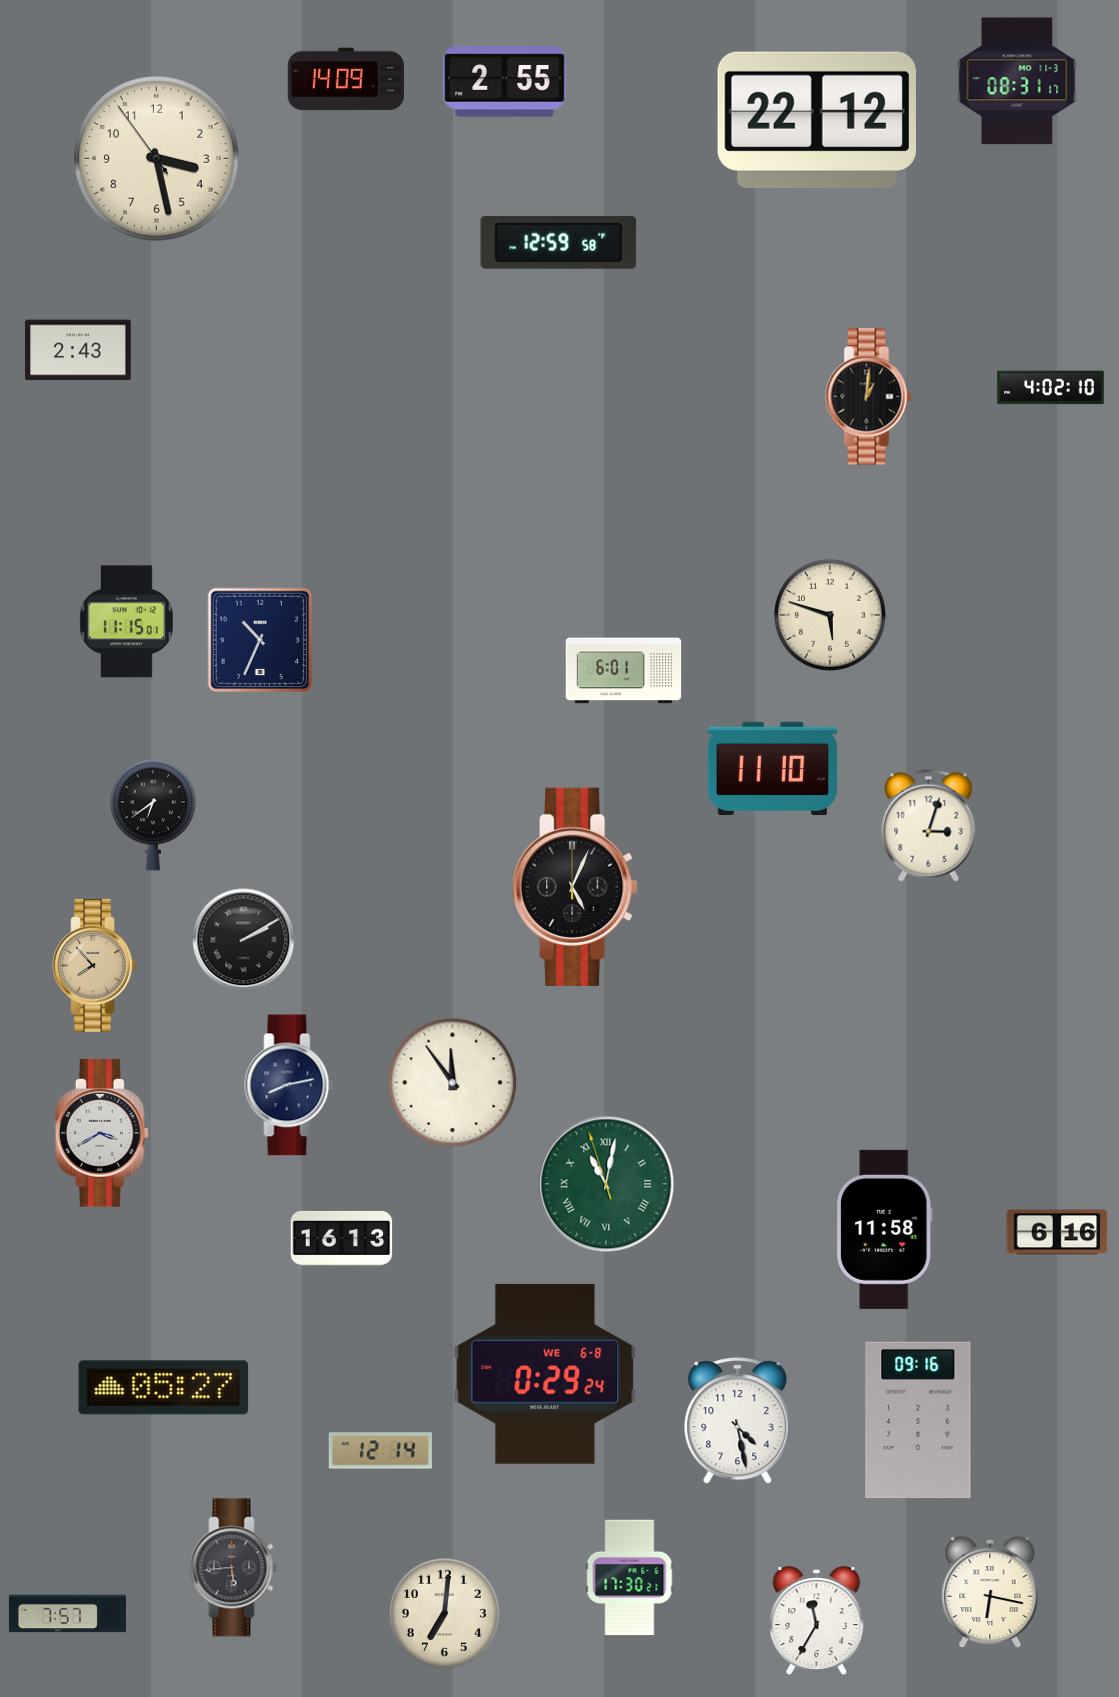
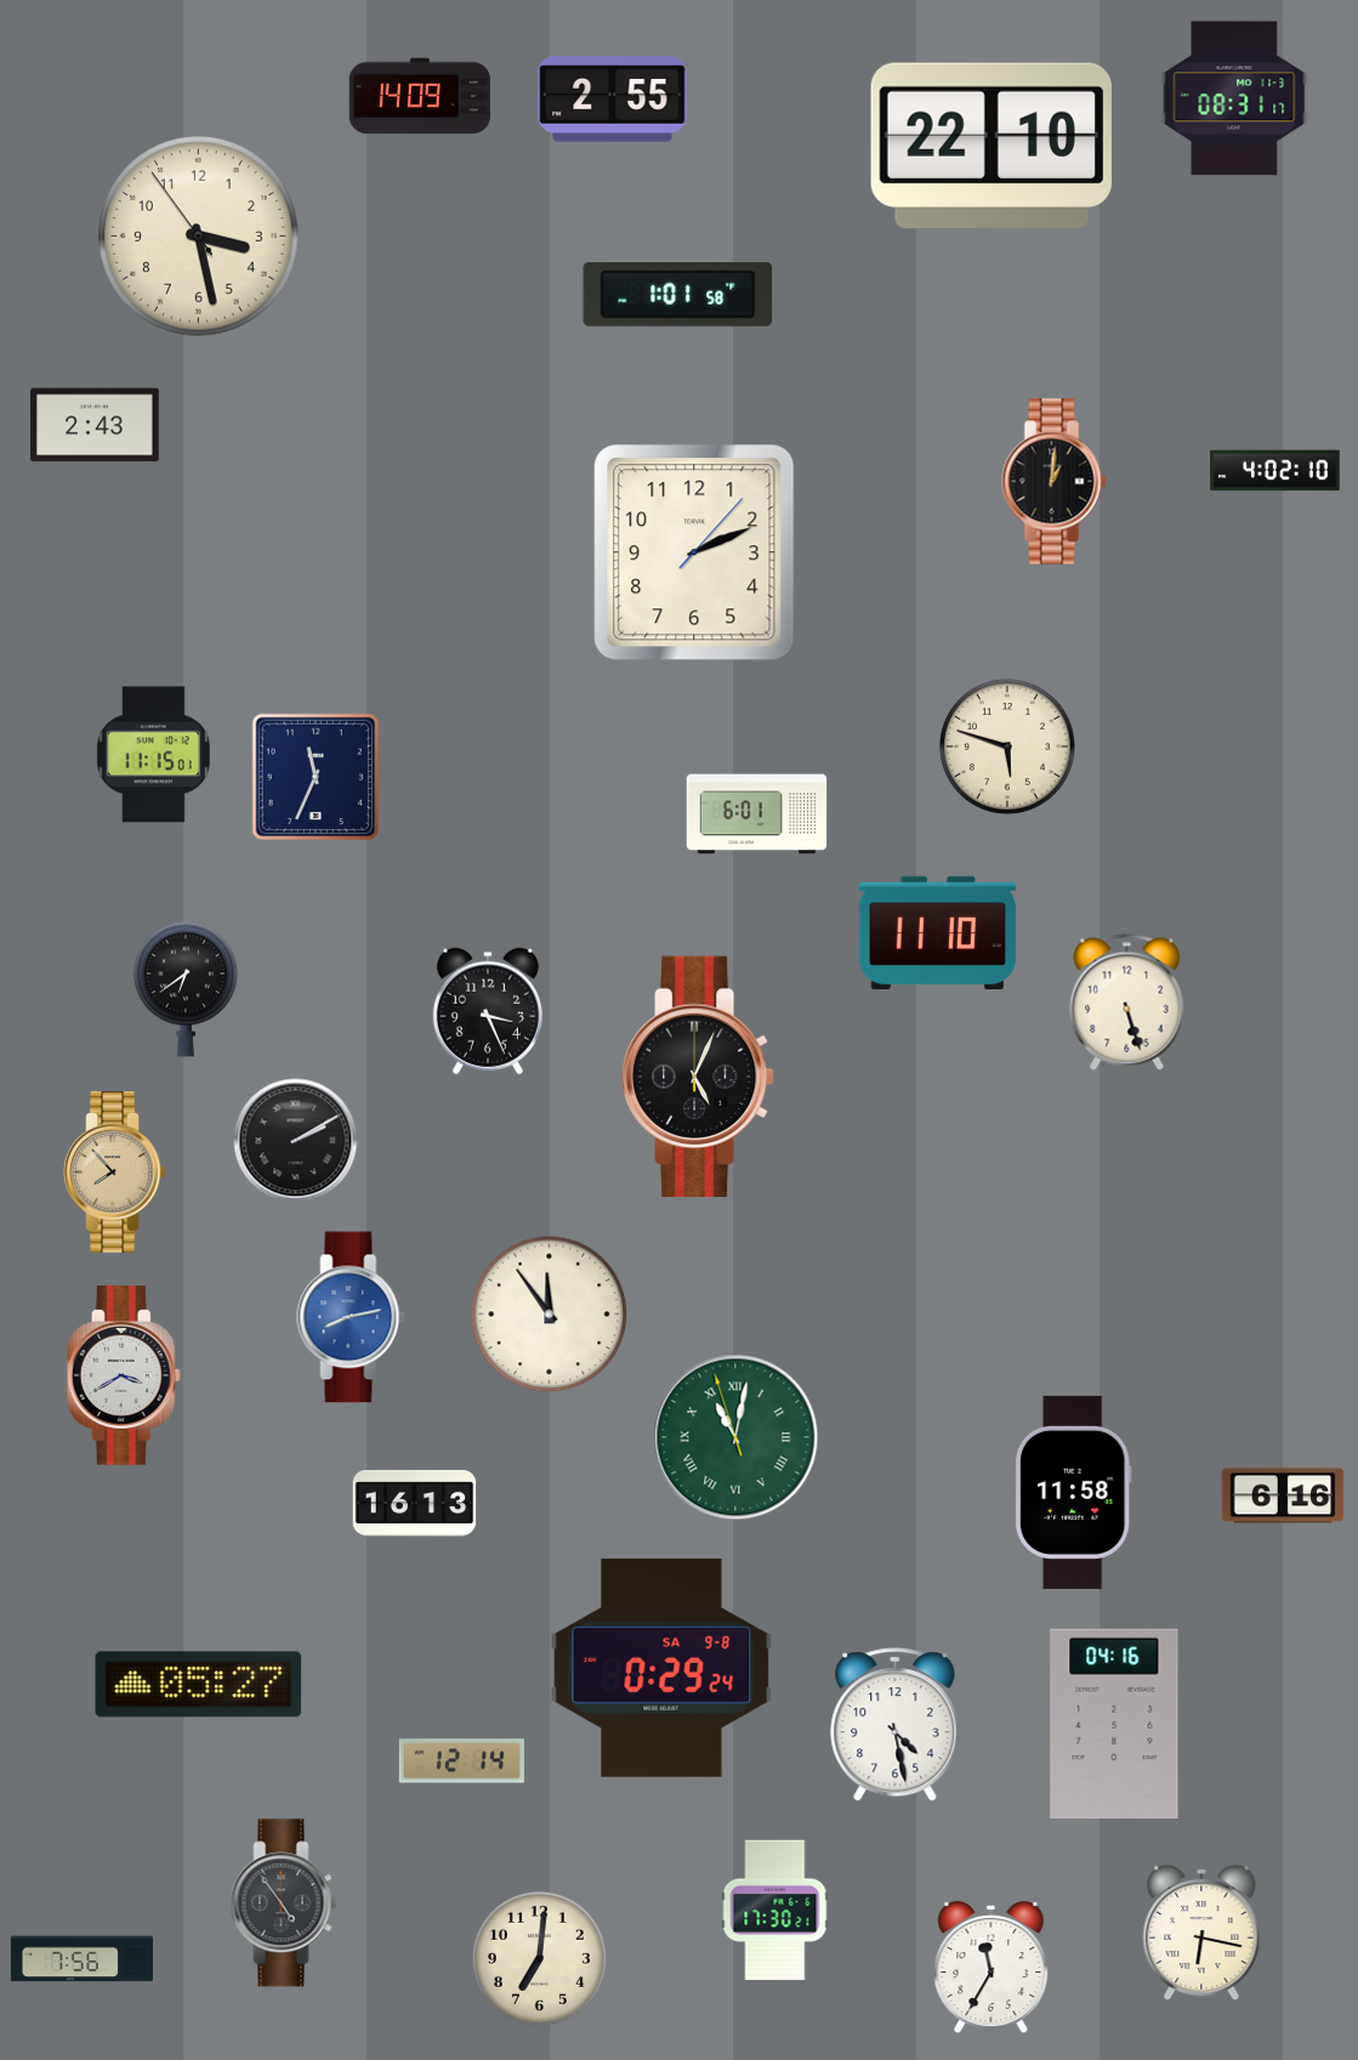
clock at (817, 120): 22:12 -> 22:10
clock at (157, 159) position: (157, 159) -> (199, 237)
clock at (559, 242): 12:59 -> 1:01
clock at (694, 552): none -> 2:11
clock at (259, 639): 10:34 -> 11:34
clock at (929, 826): 3:03 -> 5:27
clock at (488, 1011): none -> 3:26
clock at (289, 1085) dial: navy -> blue
clock at (545, 1374) date: WE 6-8 -> SA 9-8
clock at (918, 1420): 09:16 -> 04:16
clock at (234, 1568): 5:44 -> 4:54
clock at (630, 1578) position: (630, 1578) -> (775, 1911)
clock at (67, 1614): 7:57 -> 7:56
